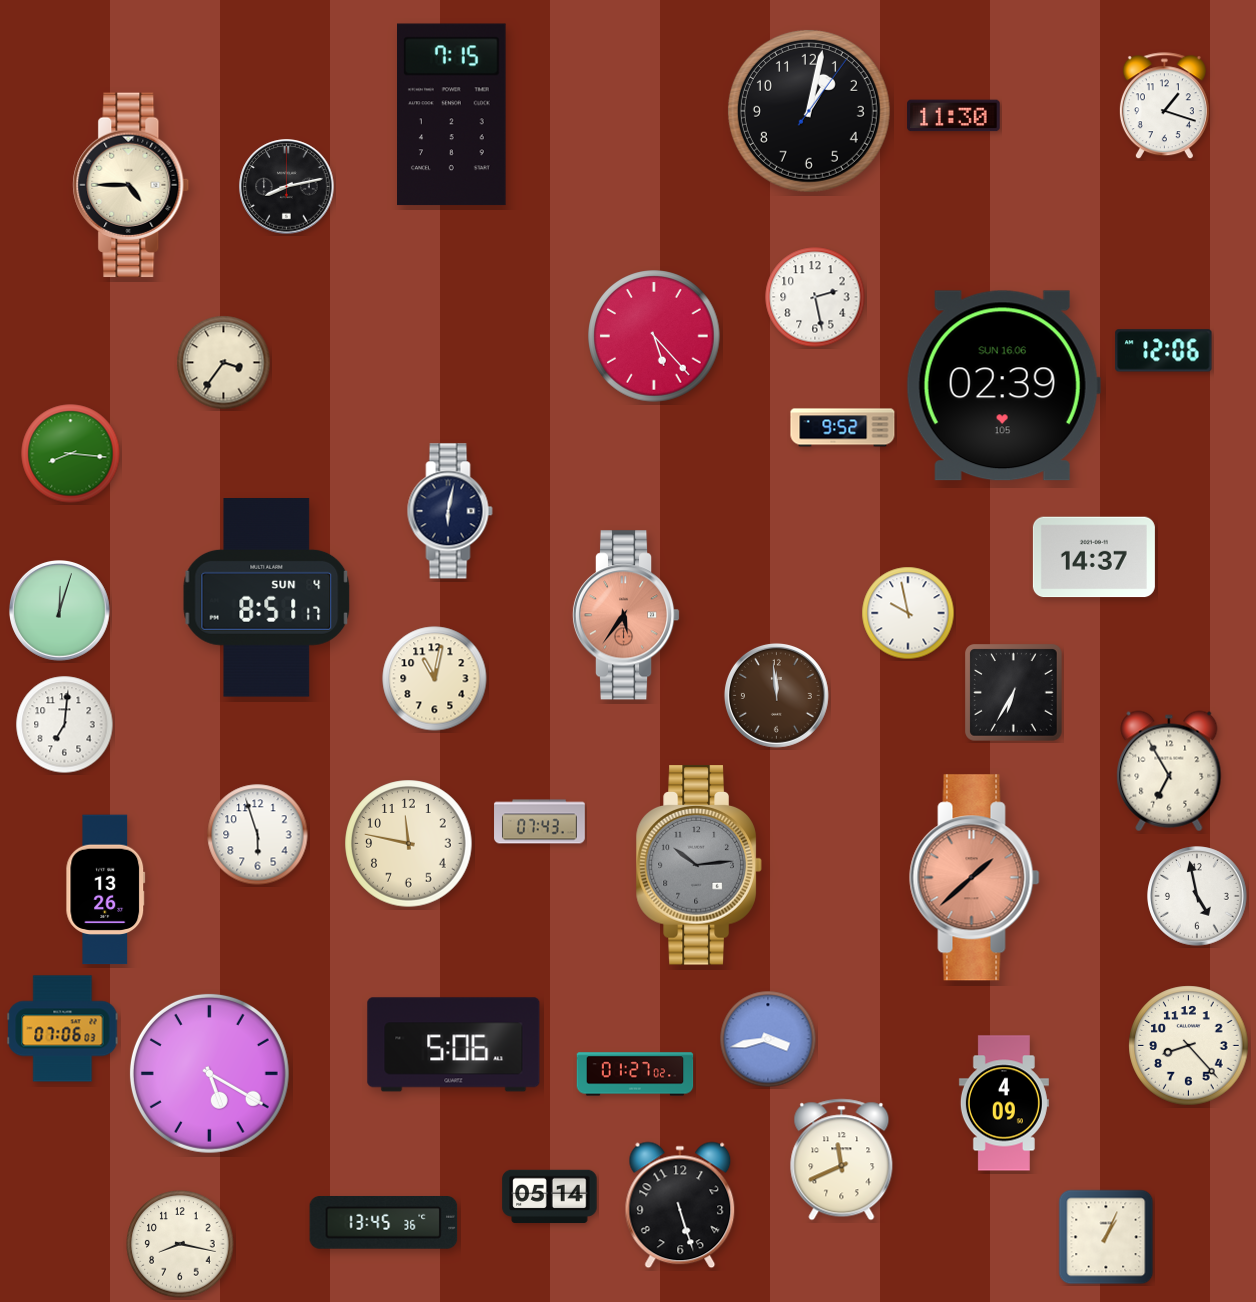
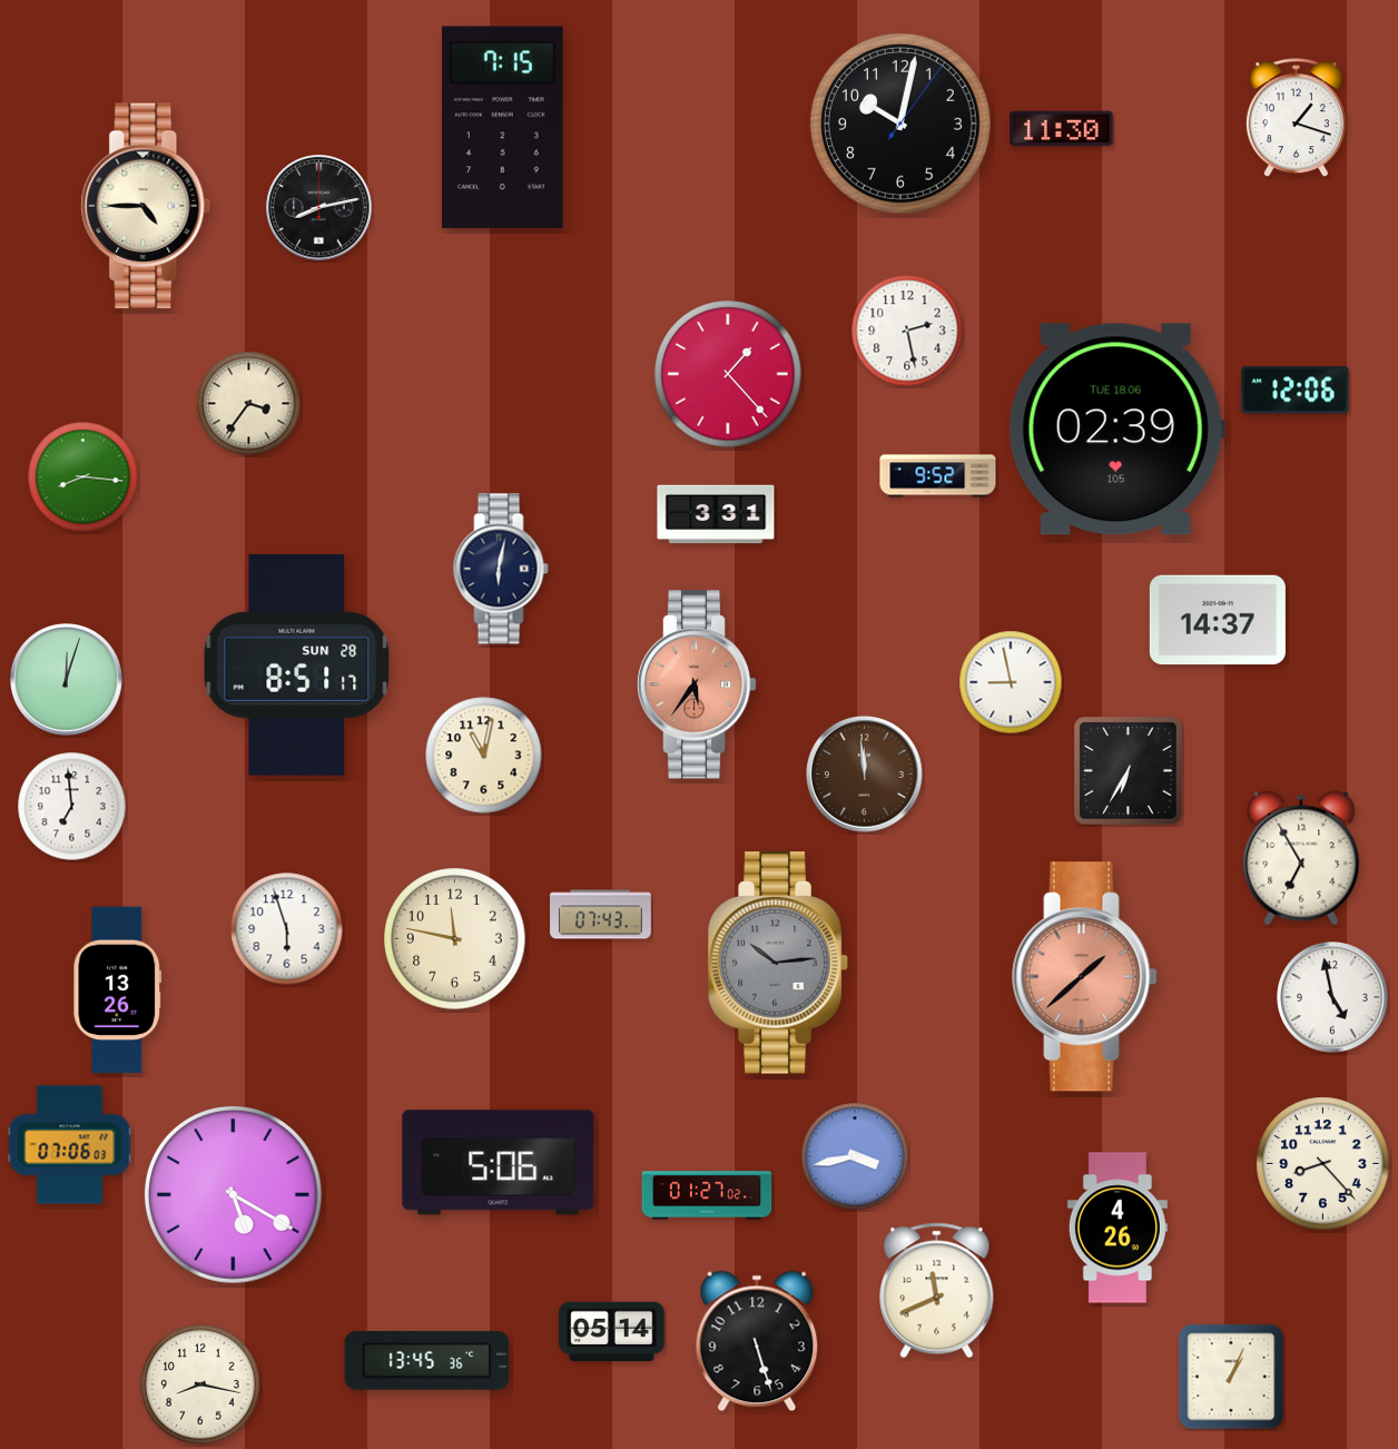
clock at (809, 111): 1:02 -> 10:02
clock at (654, 336): 5:23 -> 1:23
clock at (1003, 386) date: SUN 16.06 -> TUE 18.06
clock at (71, 454) position: (71, 454) -> (83, 477)
clock at (716, 514): none -> 3:31
clock at (267, 598) date: SUN 4 -> SUN 28
clock at (908, 613): 9:58 -> 8:58
clock at (65, 725): 7:01 -> 6:59
clock at (454, 1045) position: (454, 1045) -> (499, 1163)
clock at (1004, 1103): 4:09 -> 4:26
